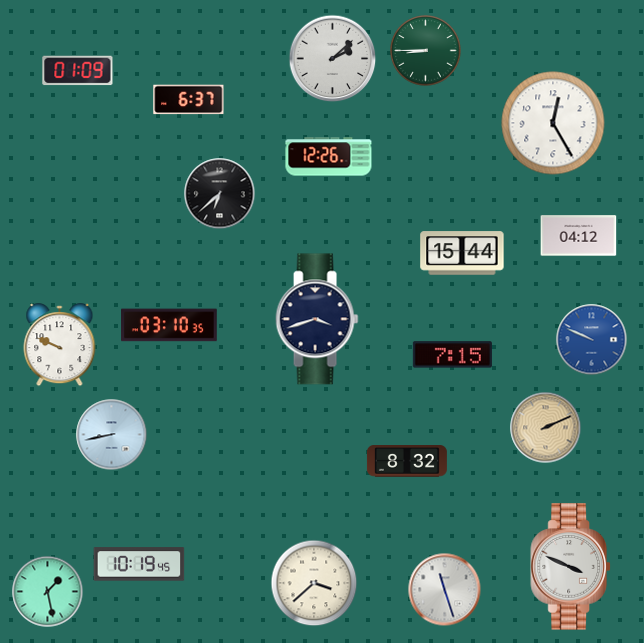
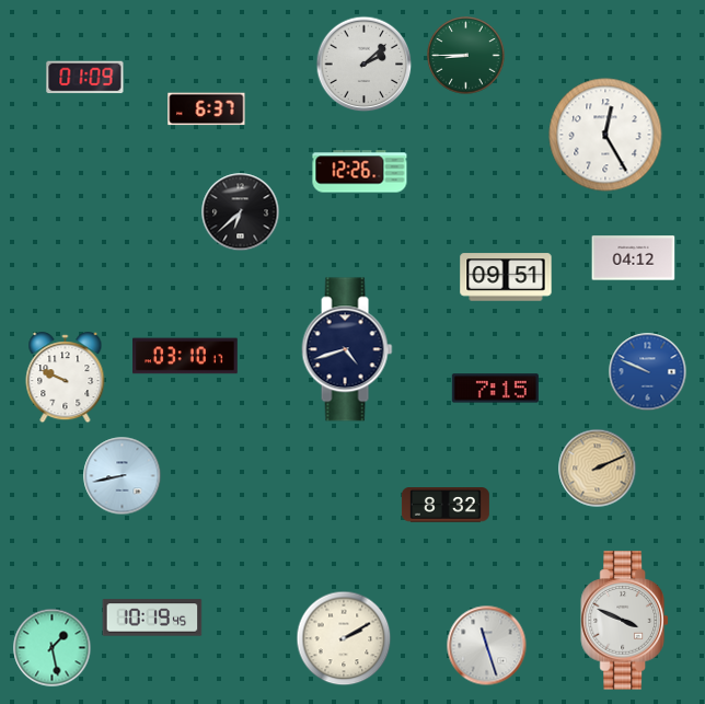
clock at (462, 253): 15:44 -> 09:51
clock at (317, 319): 3:42 -> 4:42
clock at (169, 325): 03:10:35 -> 03:10:17
clock at (314, 583): 3:38 -> 2:10
